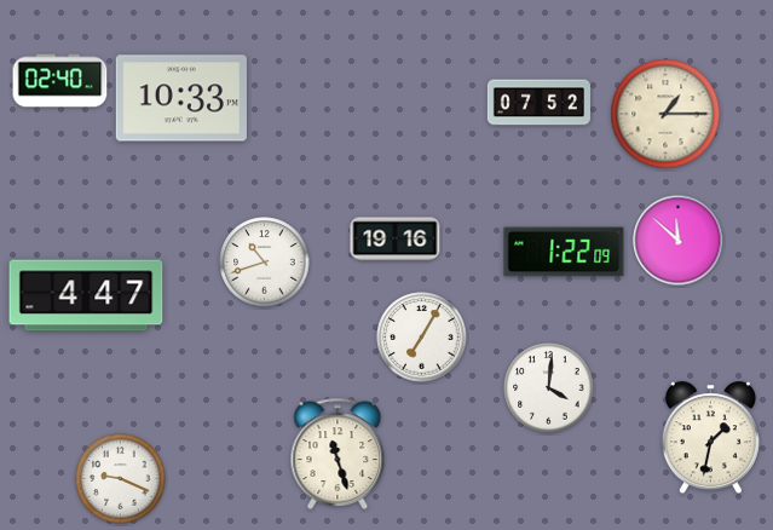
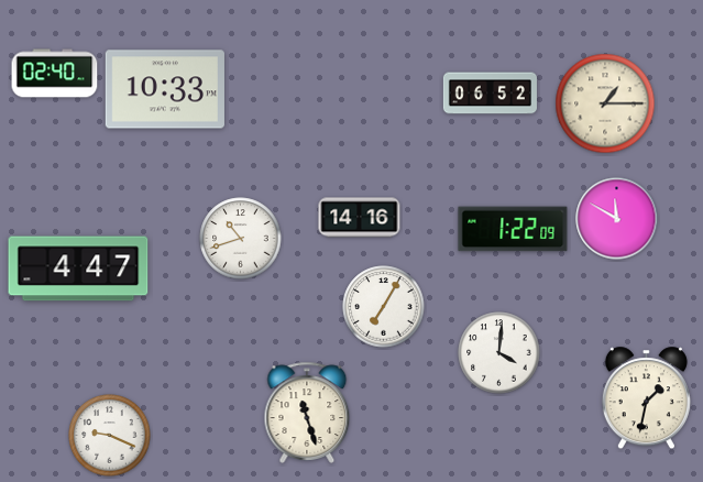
clock at (538, 103): 07:52 -> 06:52
clock at (396, 240): 19:16 -> 14:16
clock at (679, 241): 11:52 -> 11:50
